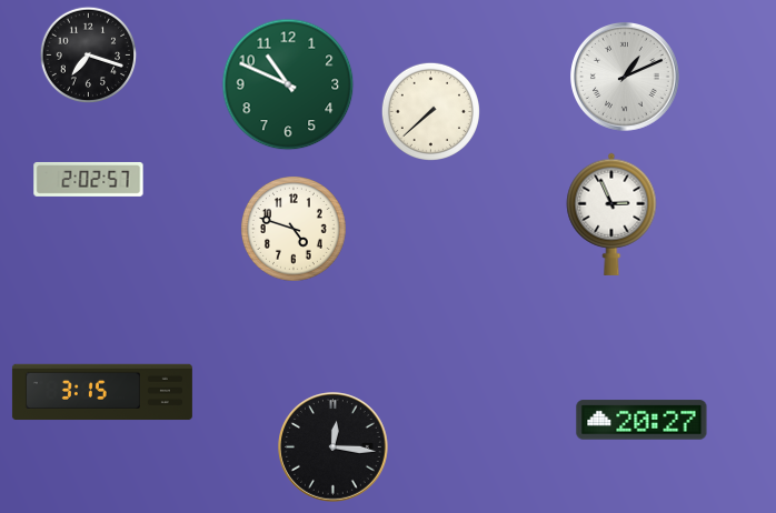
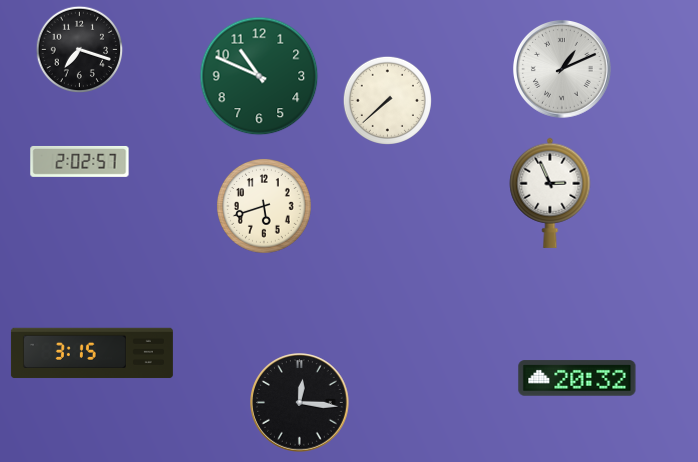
clock at (295, 230): 4:48 -> 5:42
clock at (641, 420): 20:27 -> 20:32
